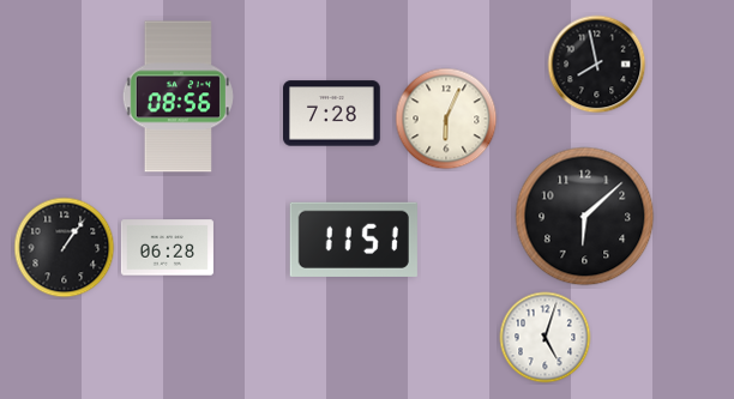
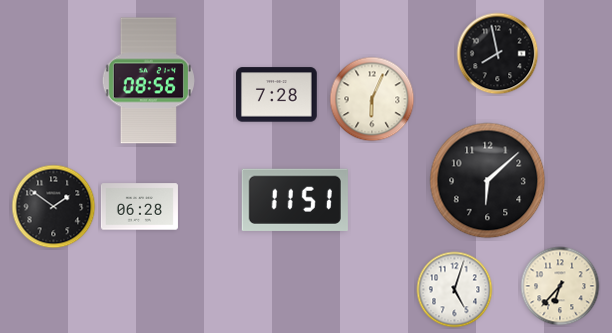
clock at (65, 248): 1:06 -> 1:51
clock at (546, 338) position: (546, 338) -> (455, 290)
clock at (560, 286): none -> 6:37
